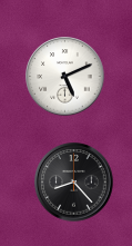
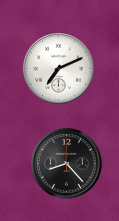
clock at (65, 77): 5:11 -> 7:11
